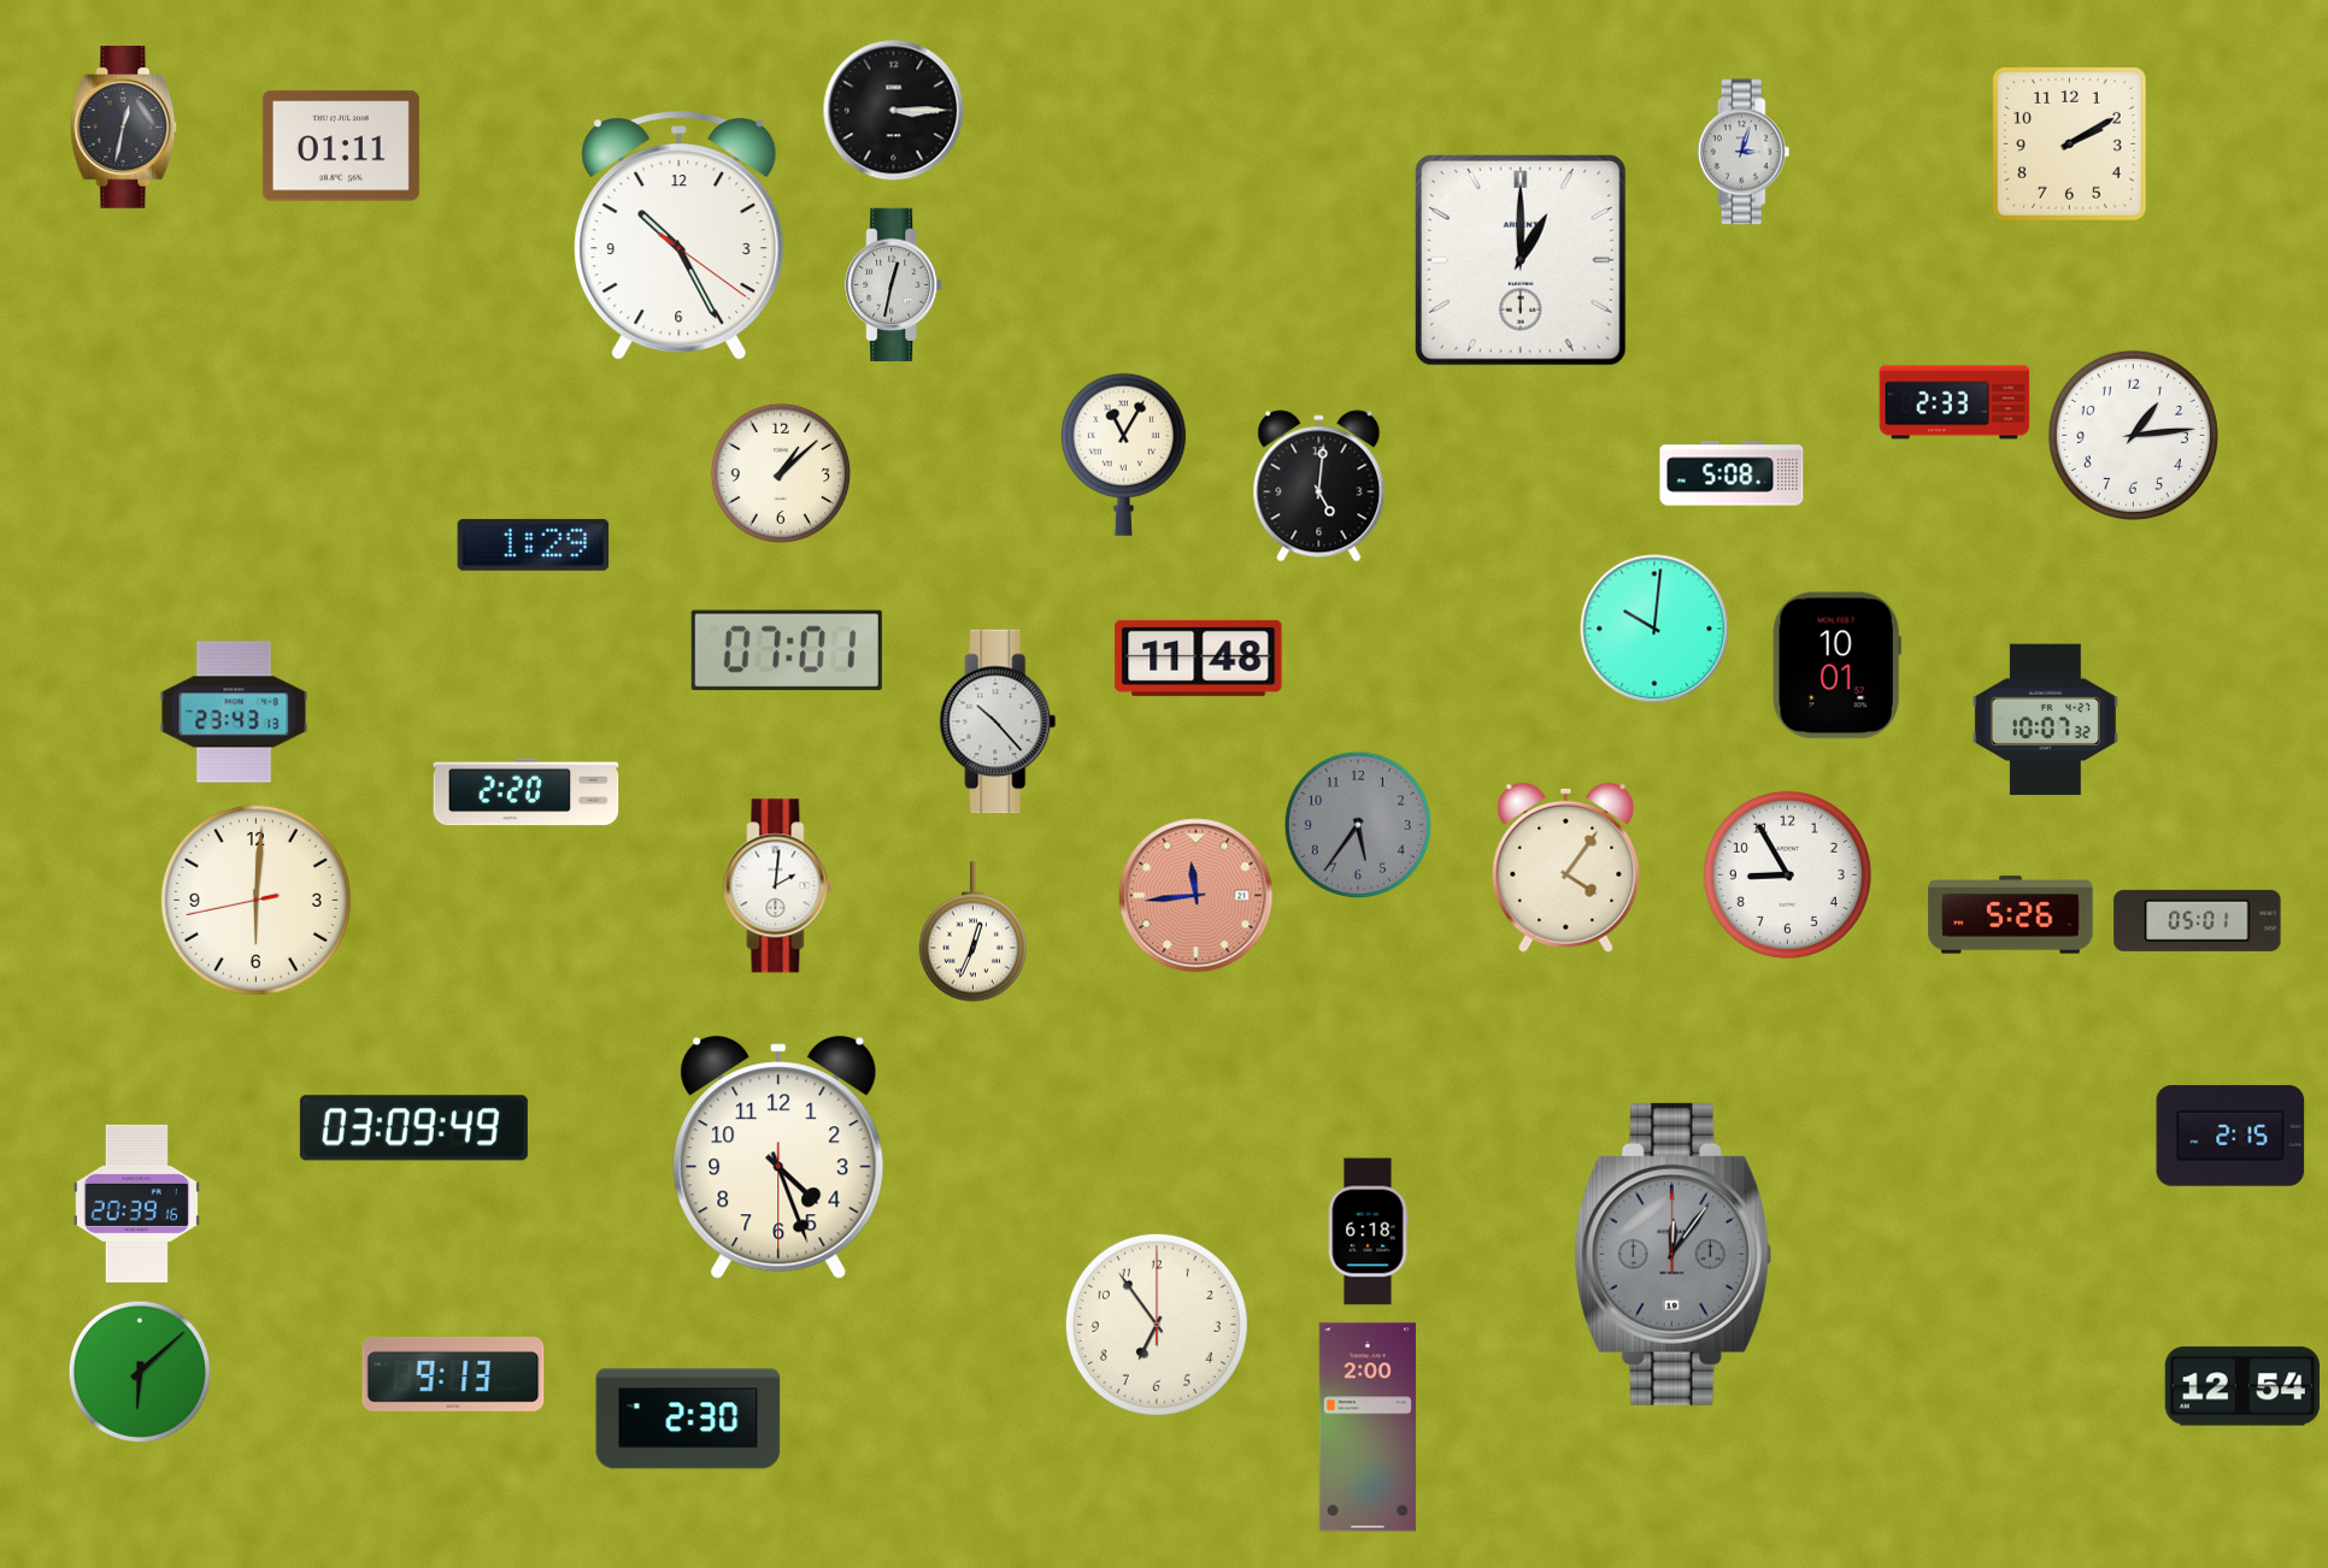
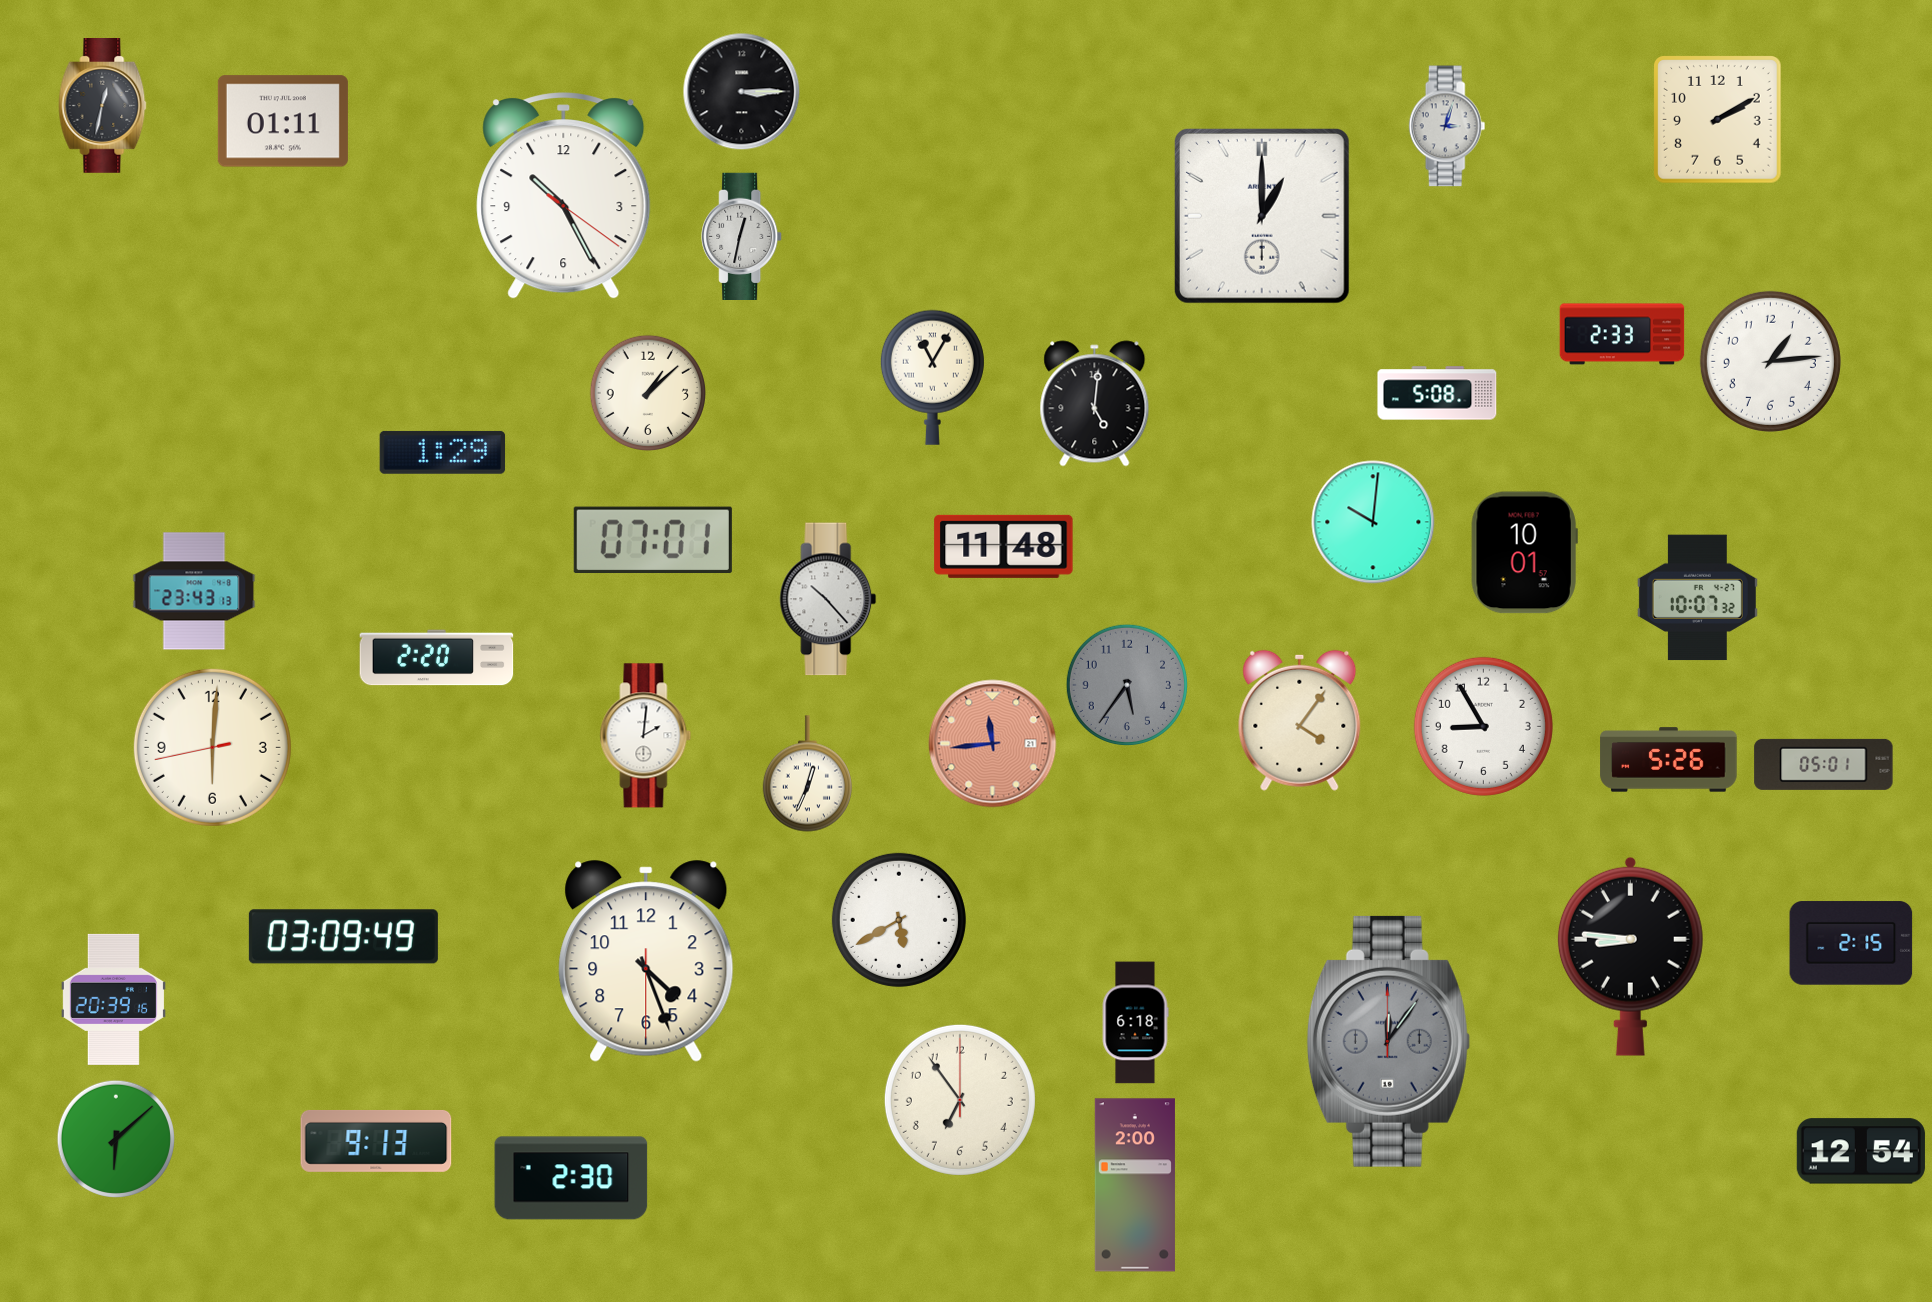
clock at (1199, 658) position: (1199, 658) -> (1004, 546)
clock at (899, 920): none -> 5:40
clock at (1630, 956): none -> 8:46
